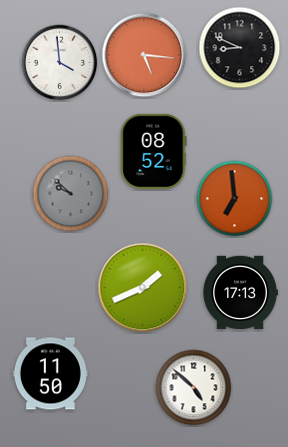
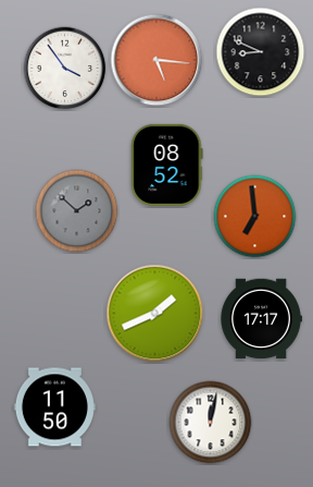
clock at (60, 63): 3:59 -> 3:54
clock at (71, 194): 9:52 -> 1:52
clock at (240, 293): 17:13 -> 17:17
clock at (194, 388): 4:52 -> 12:02
